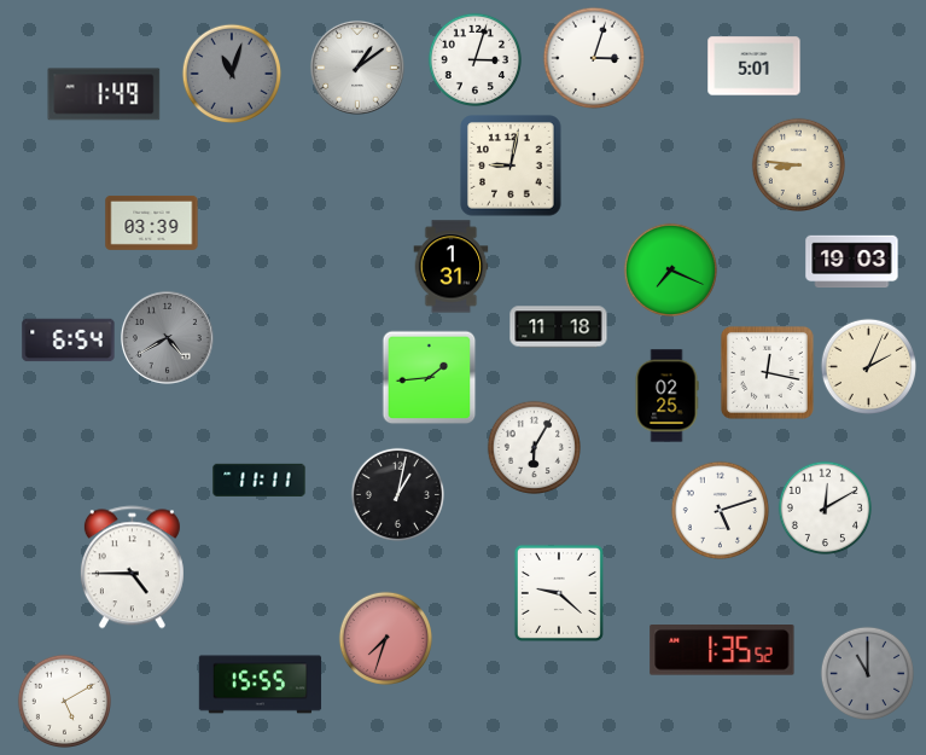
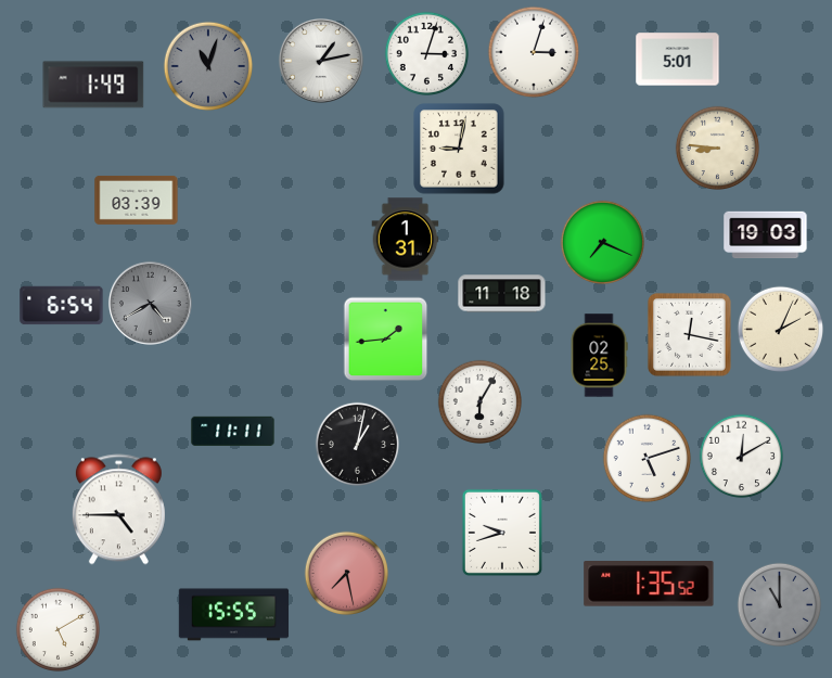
clock at (357, 68): 1:09 -> 1:13
clock at (559, 593): 9:22 -> 9:42
clock at (385, 638): 7:33 -> 7:28
